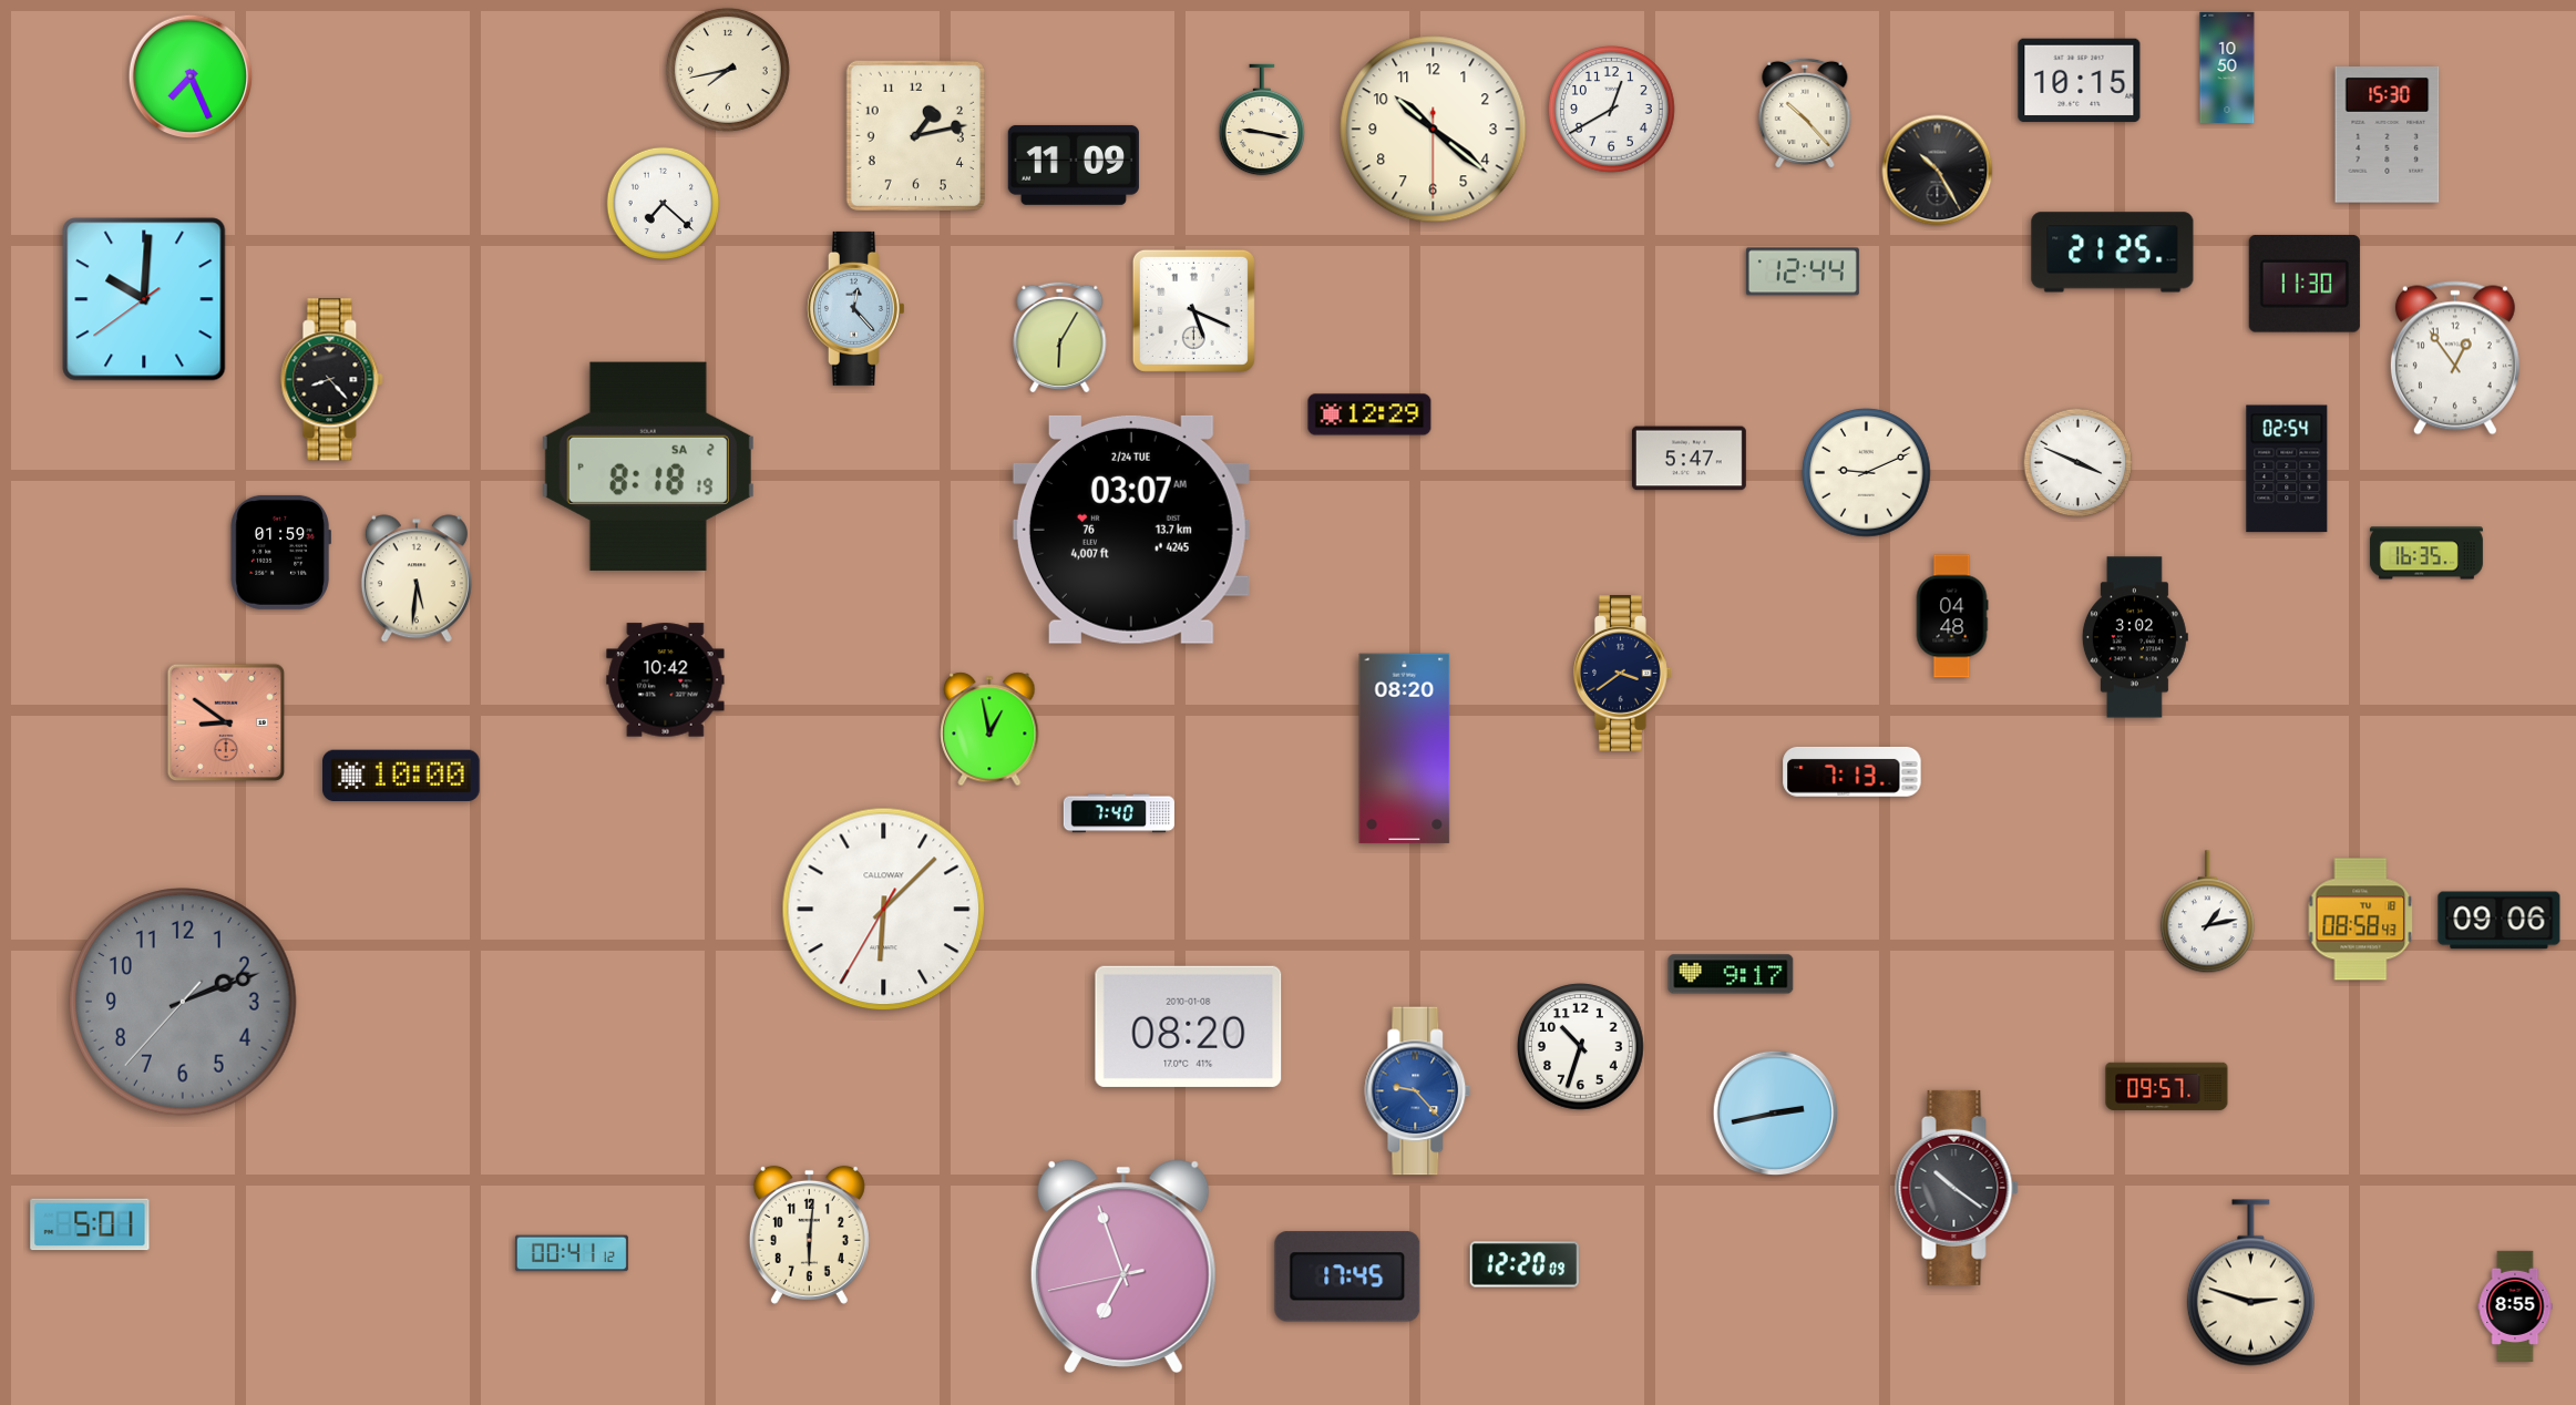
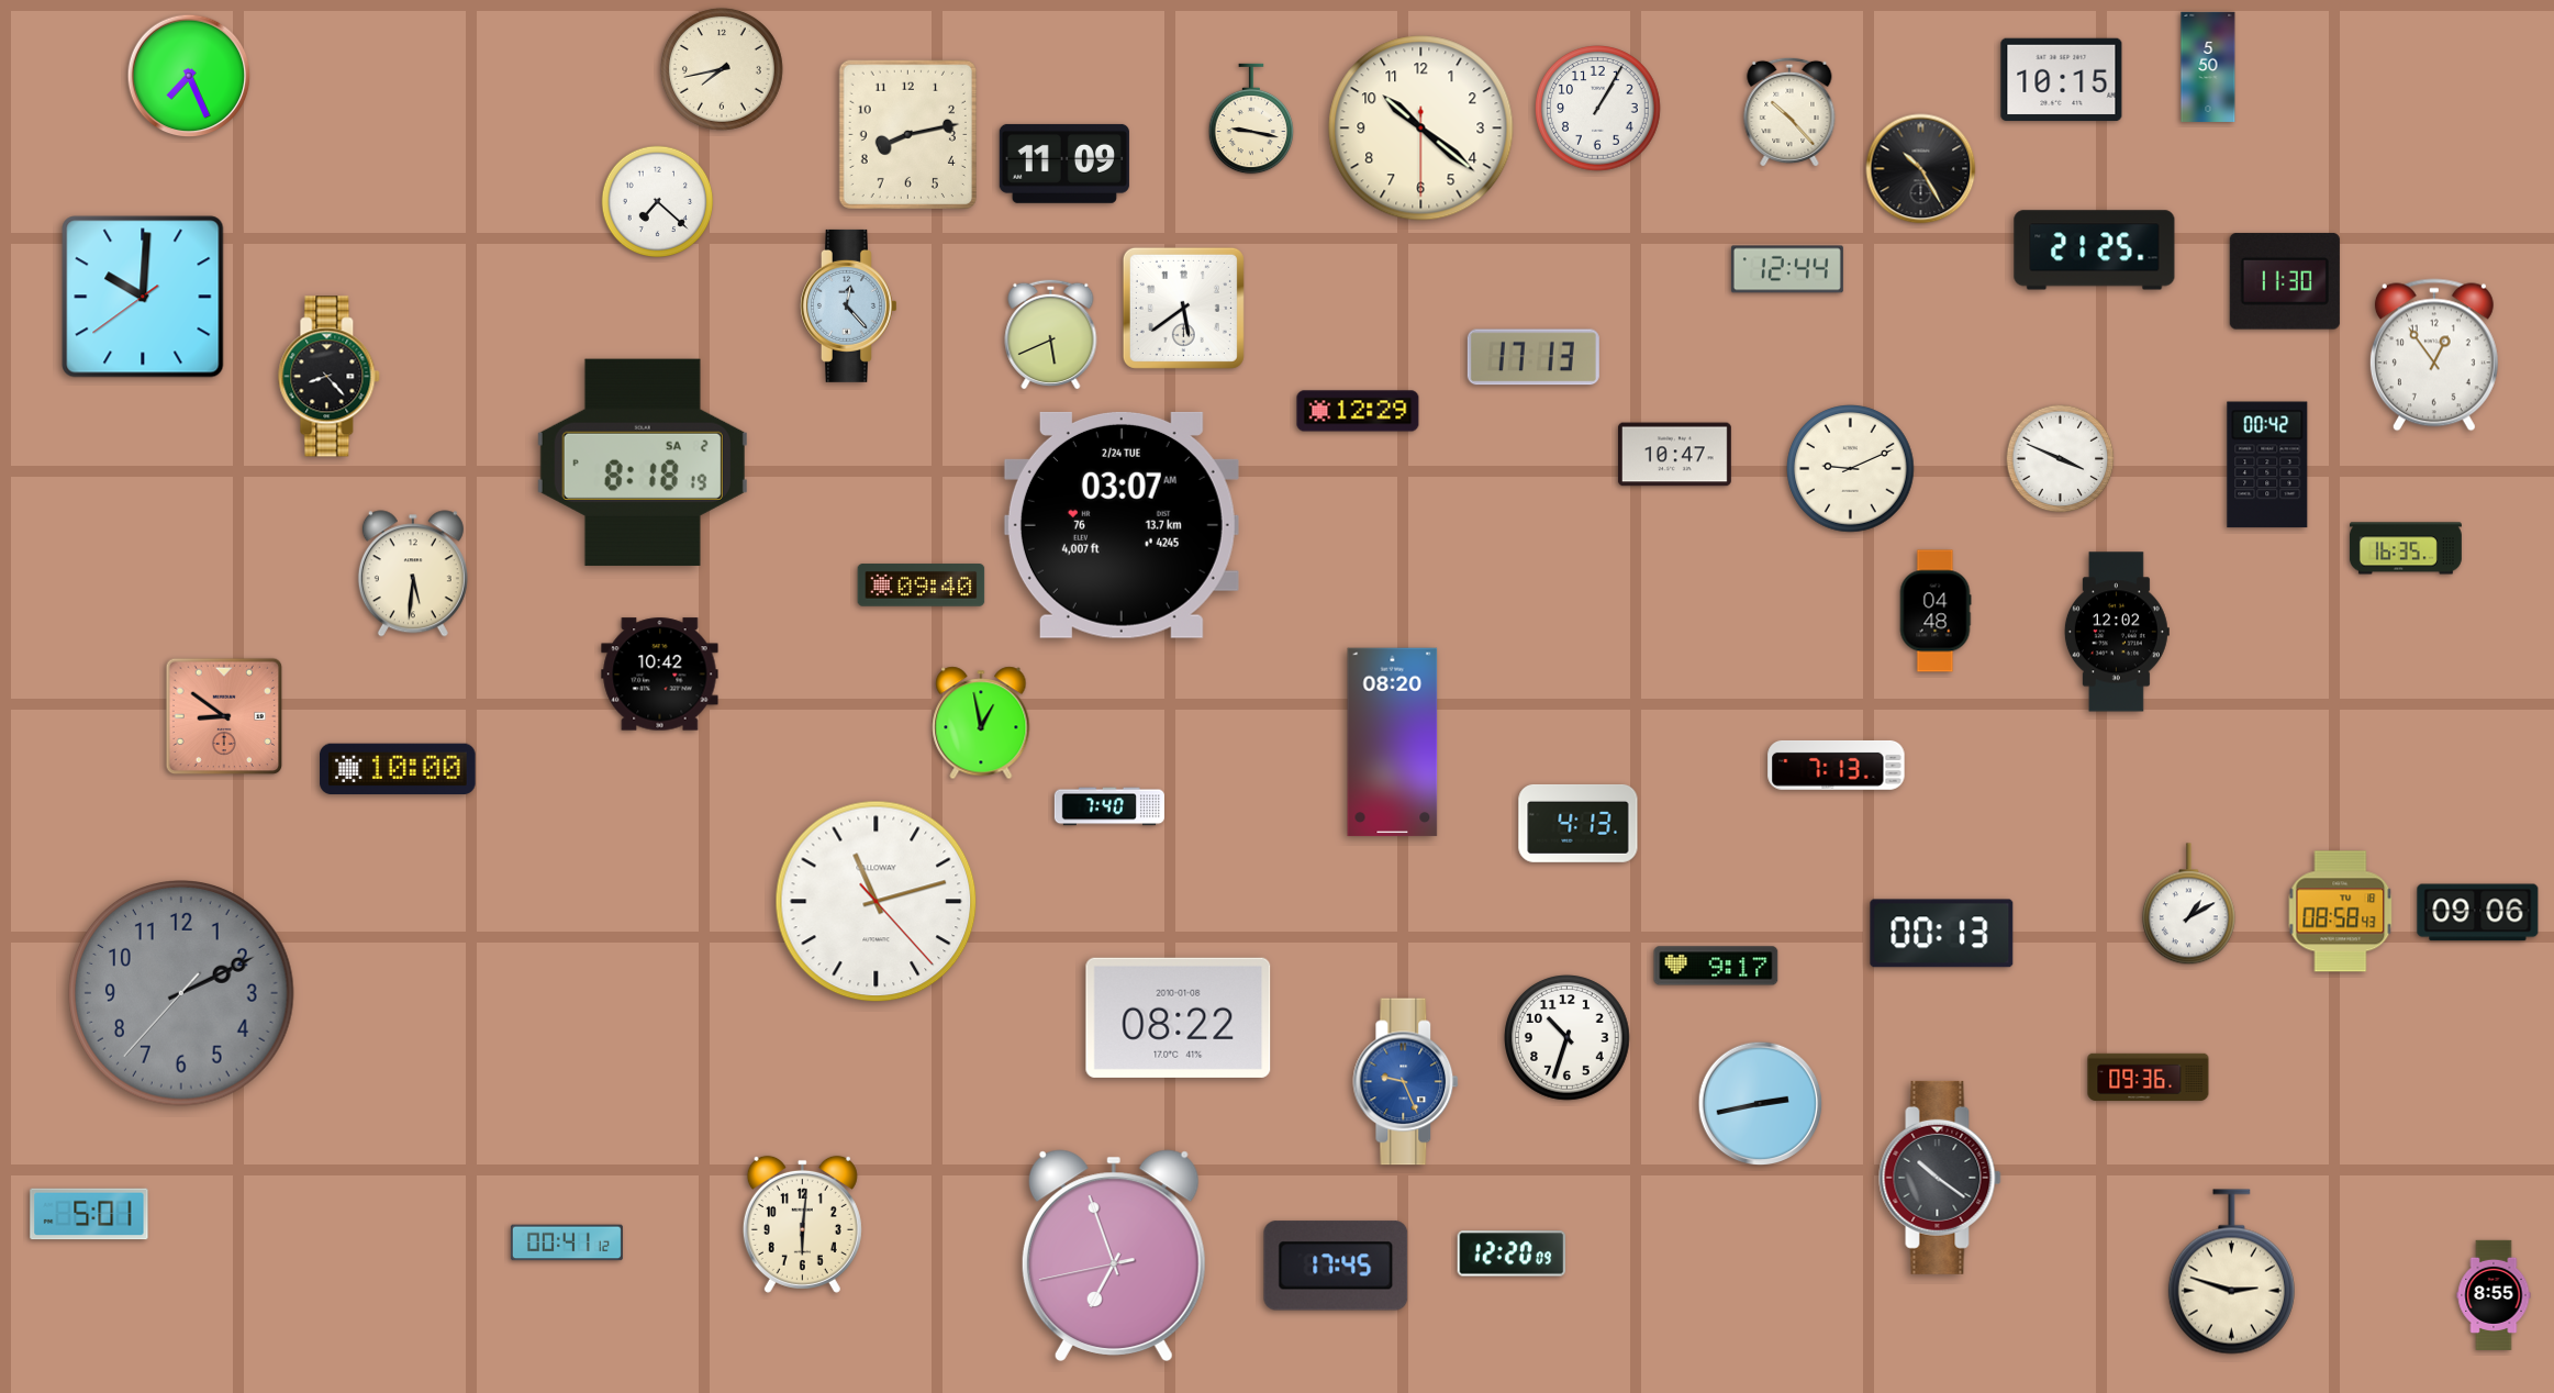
clock at (2227, 68): 10:50 -> 5:50
clock at (1612, 110): 12:40 -> 1:05
clock at (915, 135): 1:13 -> 8:13
clock at (2388, 135): 15:30 -> none
clock at (1193, 310): 5:19 -> 5:39
clock at (1060, 337): 6:05 -> 5:41
clock at (1533, 357): none -> 17:13
clock at (1689, 459): 5:47 -> 10:47
clock at (2287, 469): 02:54 -> 00:42
clock at (280, 552): 01:59 -> none
clock at (922, 586): none -> 09:40
clock at (2135, 637): 3:02 -> 12:02
clock at (1623, 674): 3:39 -> none
clock at (1579, 823): none -> 4:13
clock at (884, 910): 6:07 -> 11:12
clock at (2207, 912): 1:13 -> 1:10
clock at (1942, 934): none -> 00:13
clock at (183, 1002): 2:11 -> 2:10
clock at (1189, 1026): 08:20 -> 08:22
clock at (2167, 1086): 09:57 -> 09:36
clock at (1418, 1091): 9:23 -> 9:26
